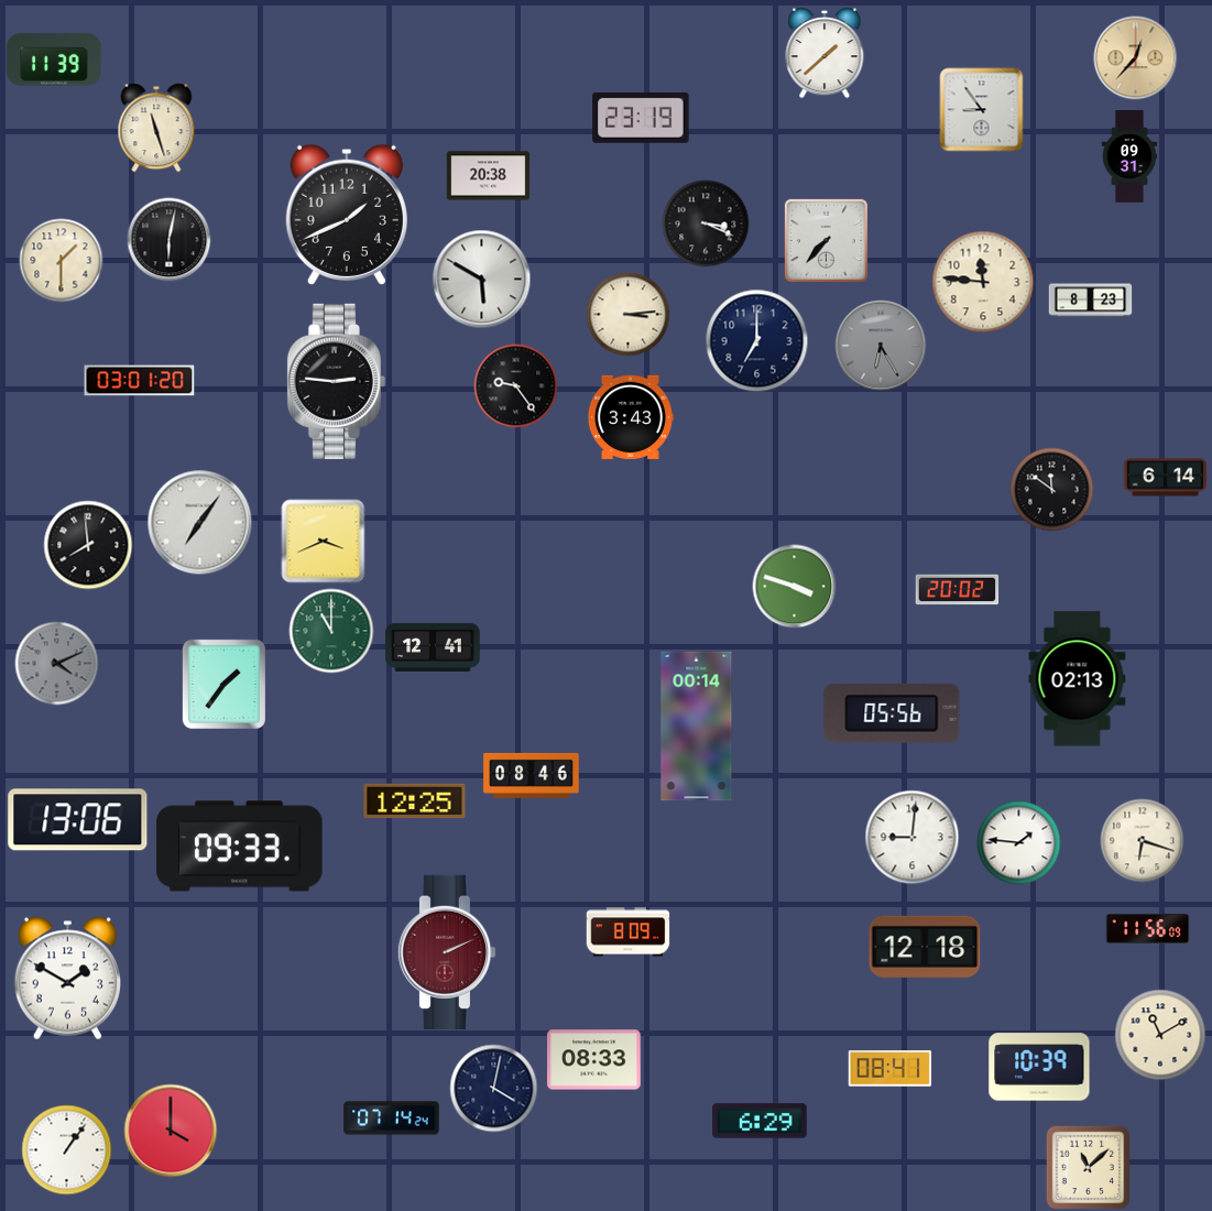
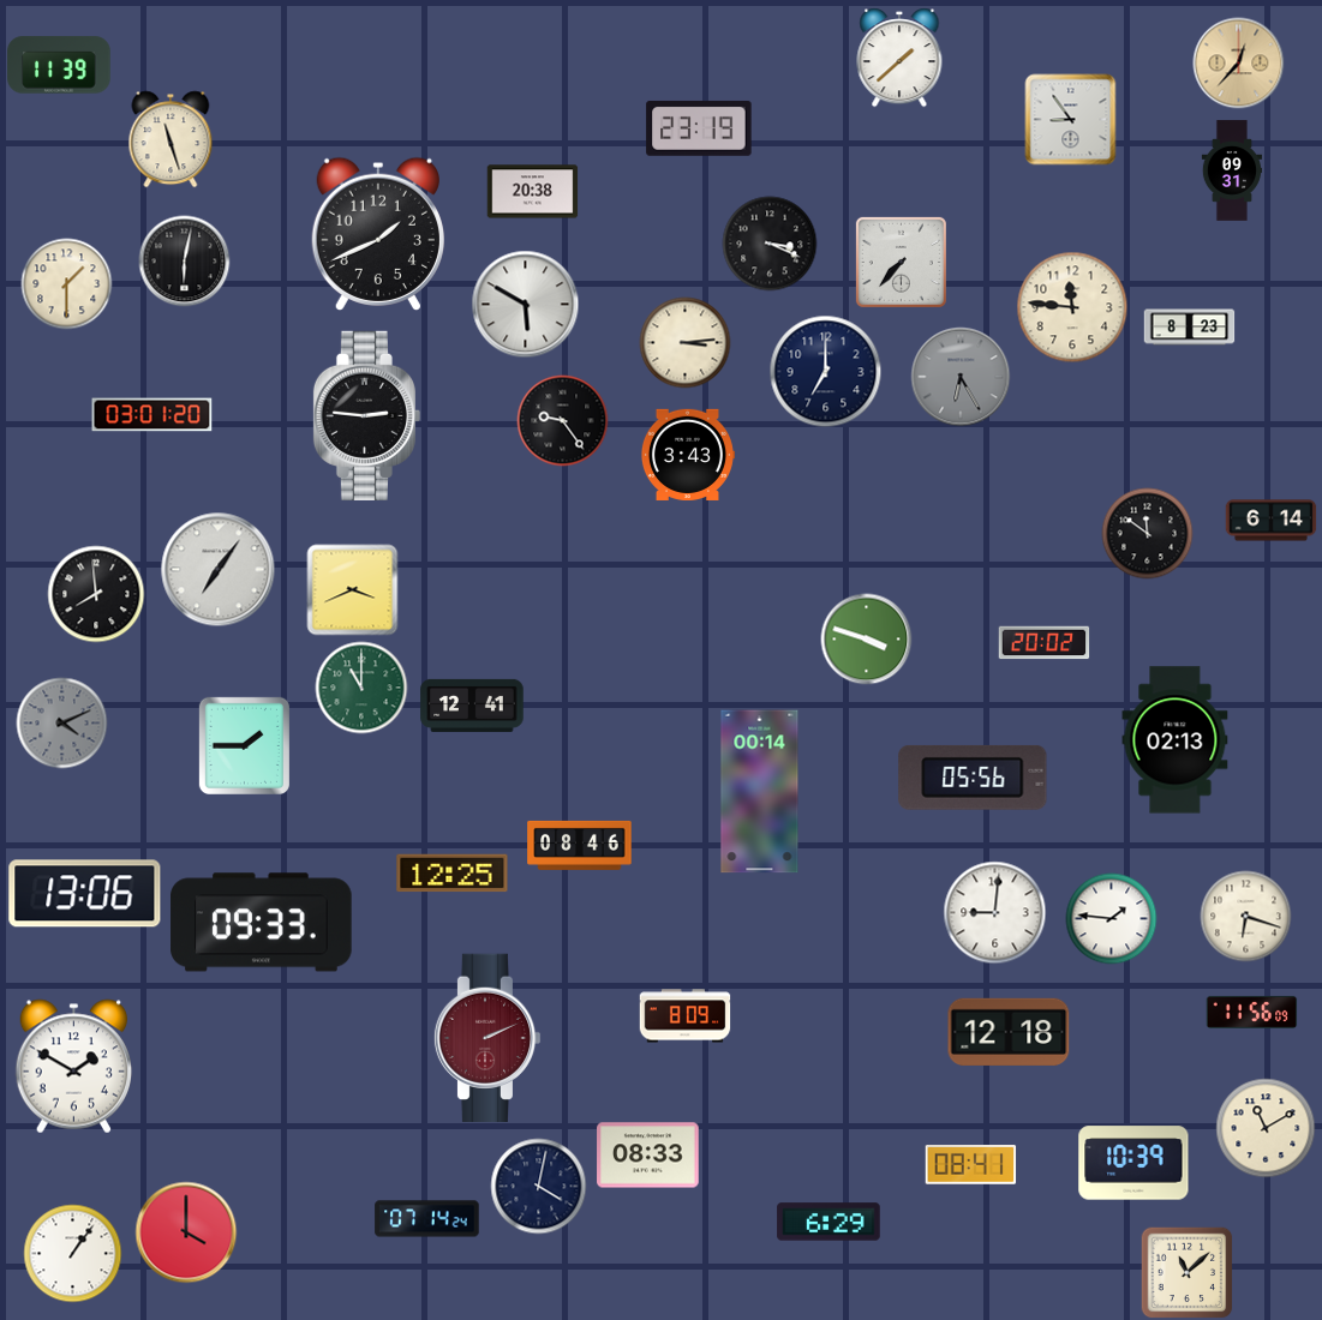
clock at (223, 684): 1:36 -> 1:45
